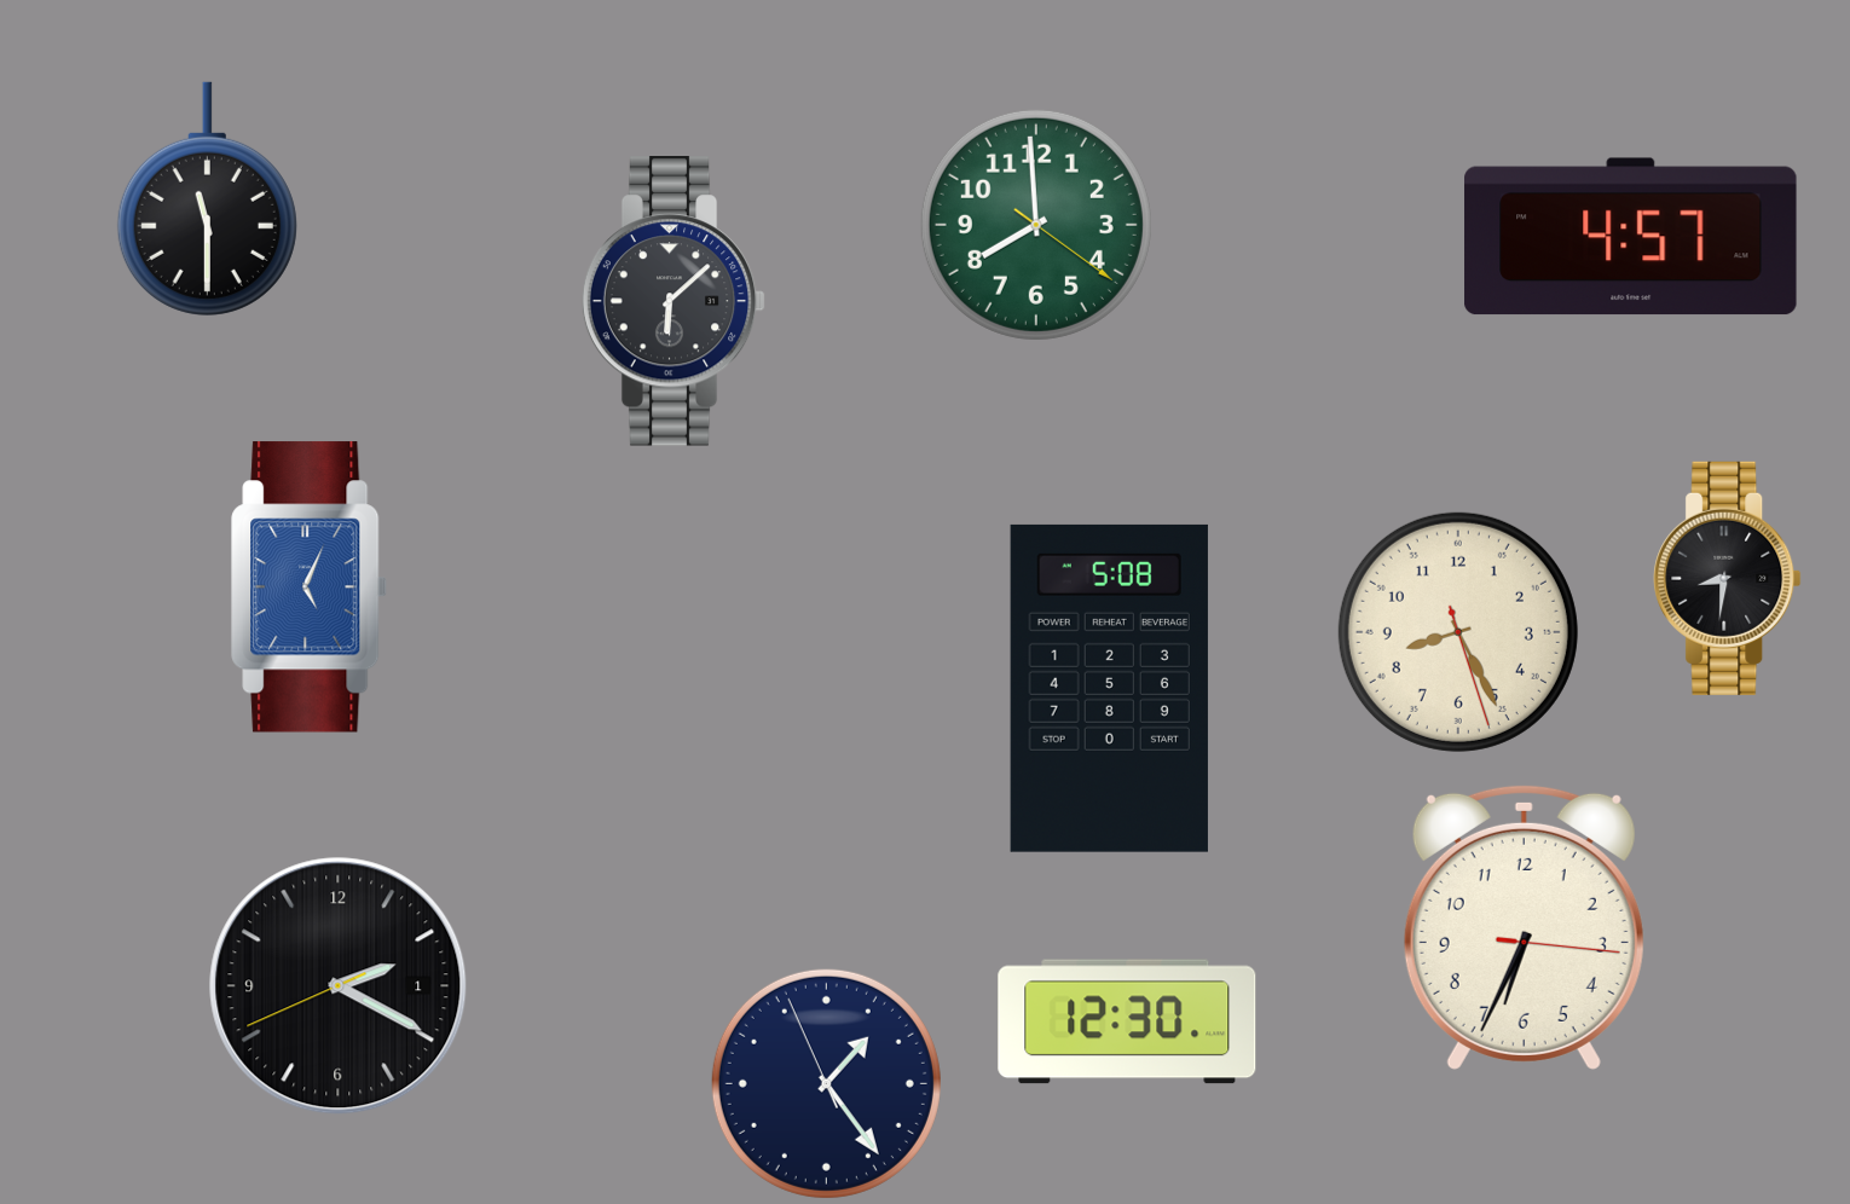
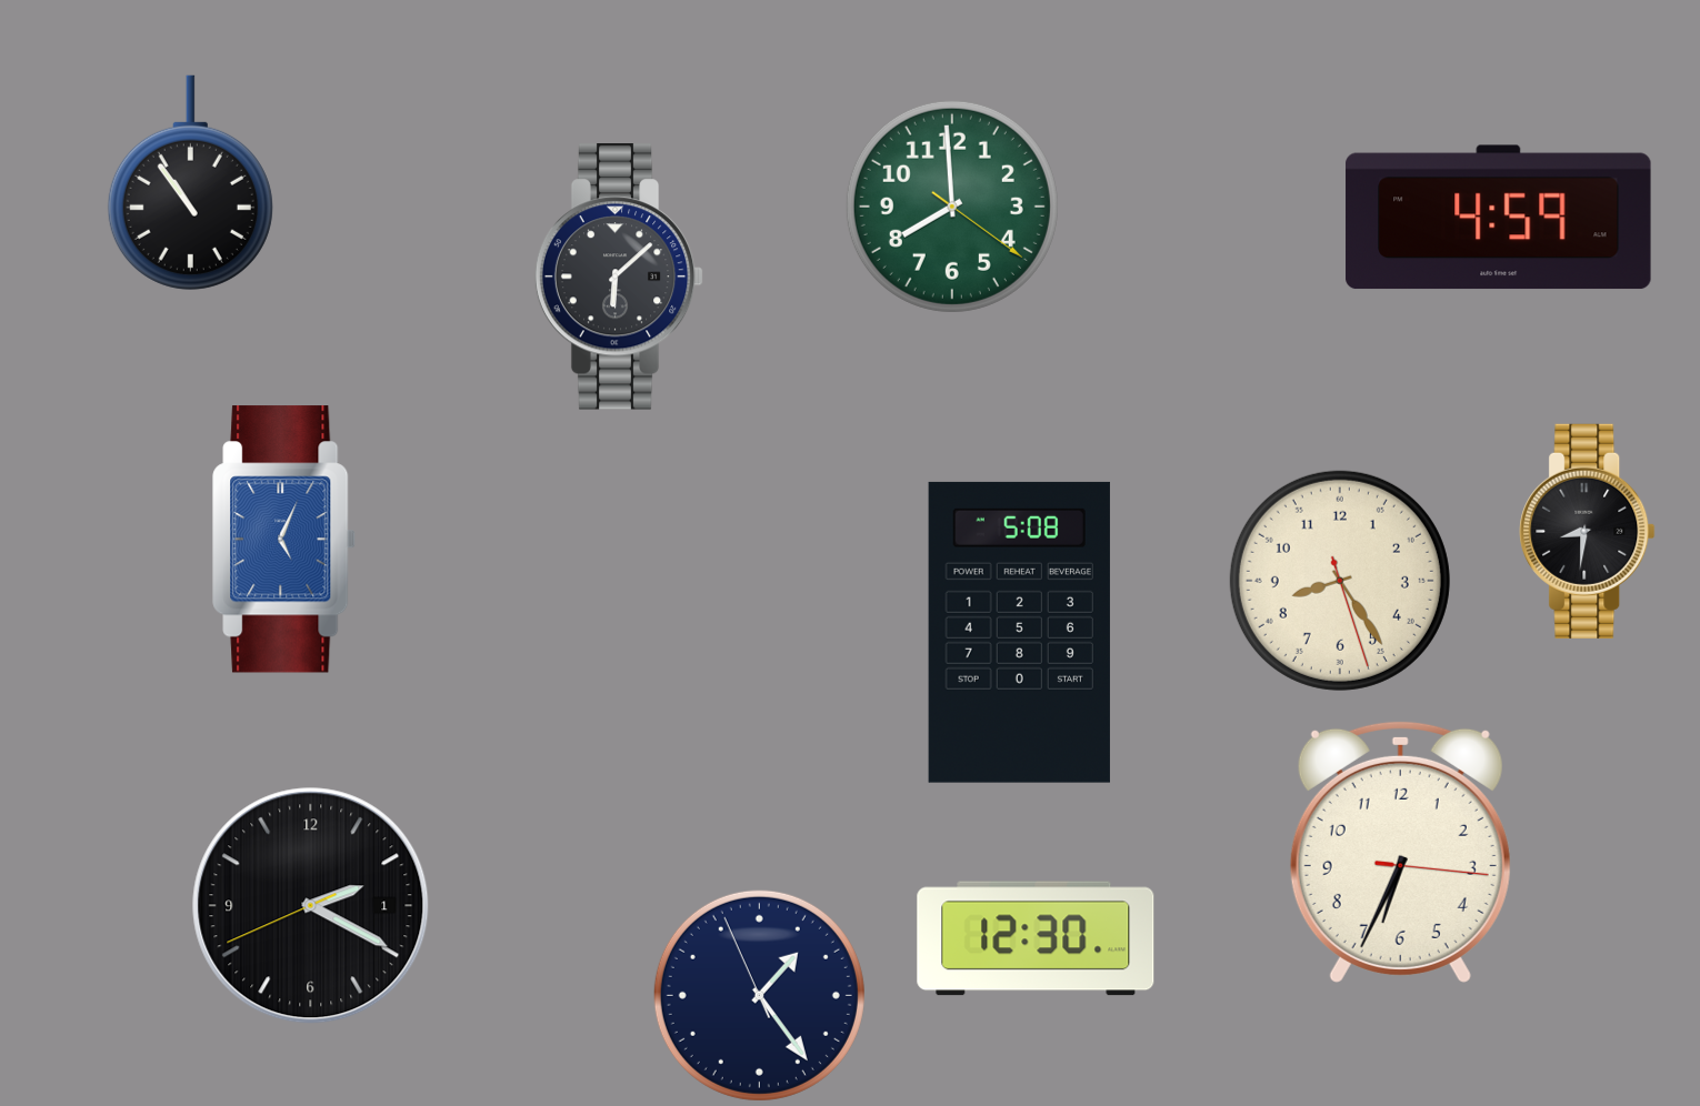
clock at (207, 198): 11:30 -> 10:54
clock at (1631, 237): 4:57 -> 4:59
clock at (1458, 632): 8:25 -> 8:24
